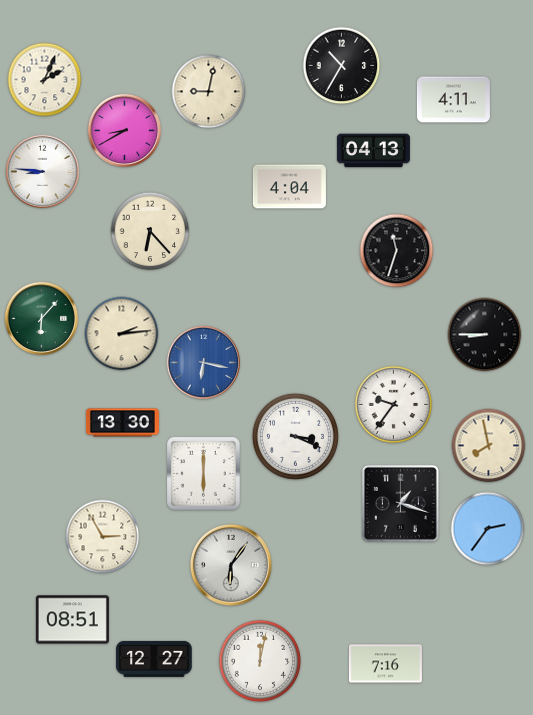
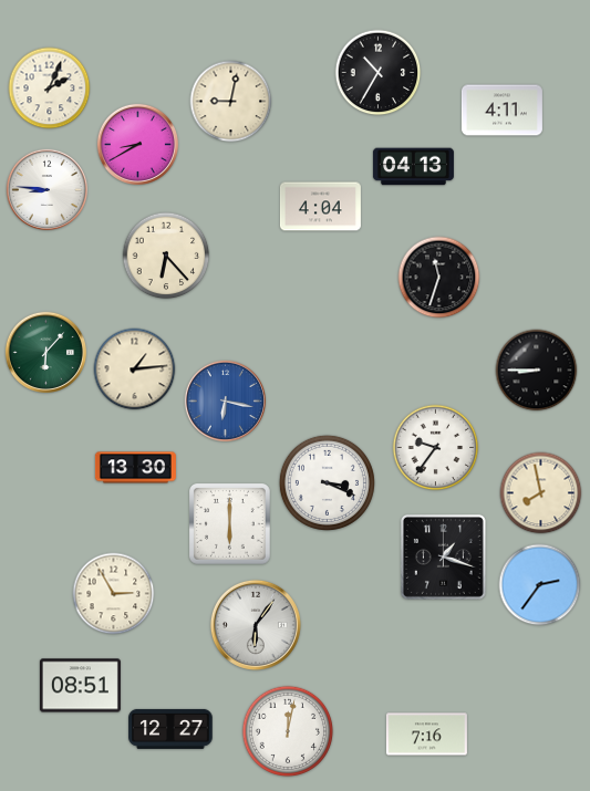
clock at (122, 334): 2:14 -> 1:14
clock at (204, 474) position: (204, 474) -> (230, 524)
